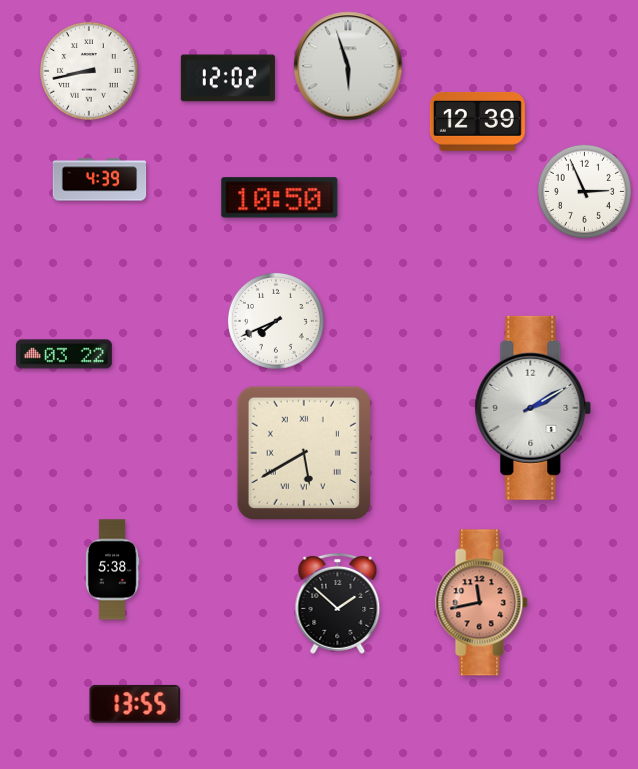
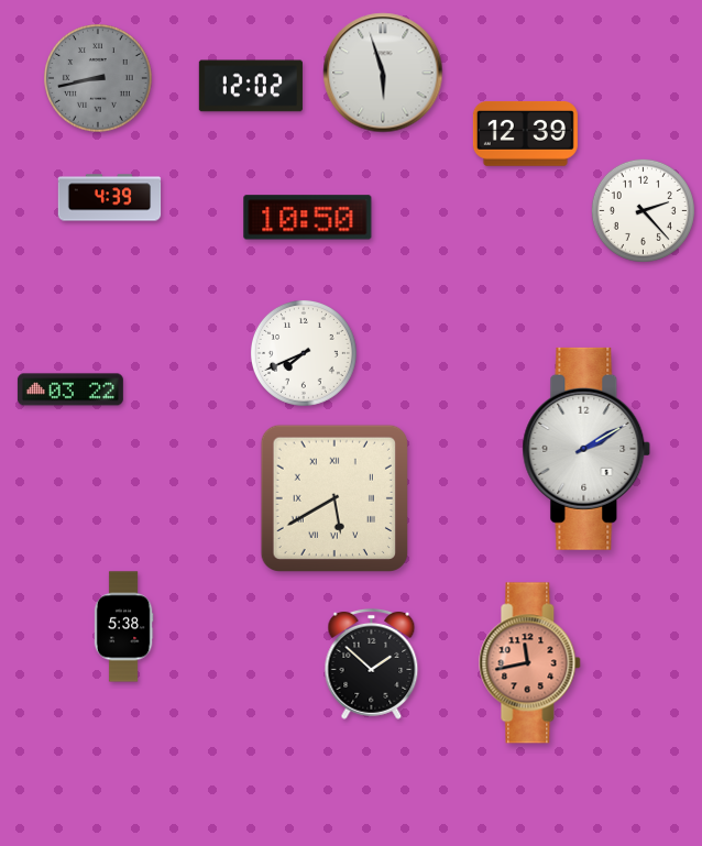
clock at (89, 71) dial: white -> grey
clock at (584, 191): 2:56 -> 2:23
clock at (135, 704): 13:55 -> none
